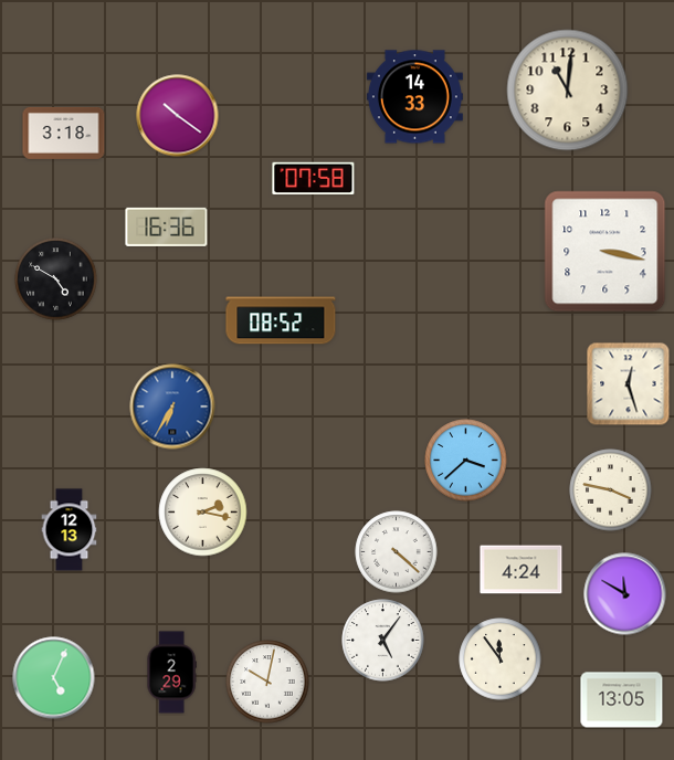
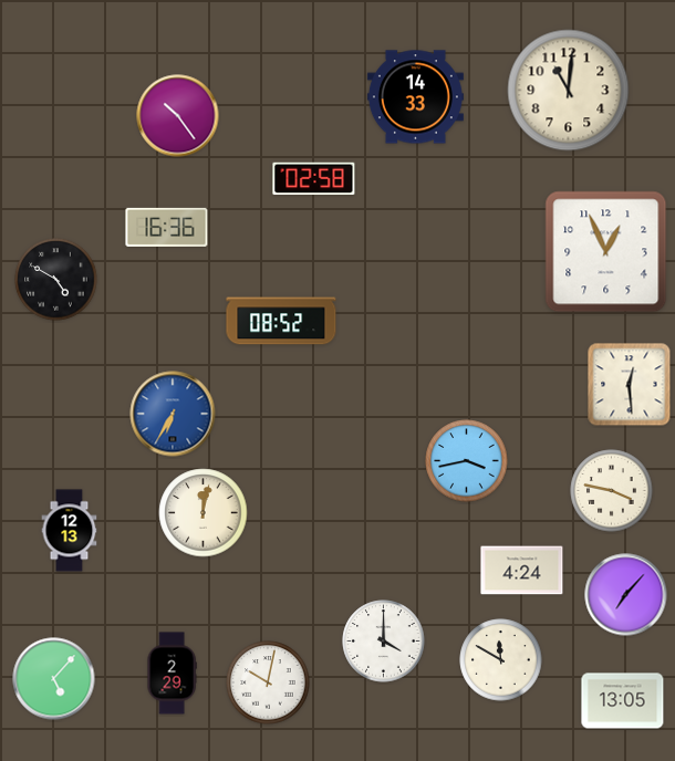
clock at (178, 116): 10:21 -> 10:24
clock at (64, 133): 3:18 -> none
clock at (314, 179): 07:58 -> 02:58
clock at (605, 252): 3:17 -> 12:56
clock at (629, 384): 12:27 -> 12:29
clock at (172, 407) position: (172, 407) -> (173, 414)
clock at (466, 461): 3:38 -> 3:43
clock at (203, 513): 2:17 -> 12:02
clock at (397, 552): 4:22 -> none
clock at (625, 594): 11:50 -> 7:07
clock at (383, 641): 5:06 -> 4:00
clock at (501, 659): 11:54 -> 11:50
clock at (54, 678): 5:04 -> 5:07
